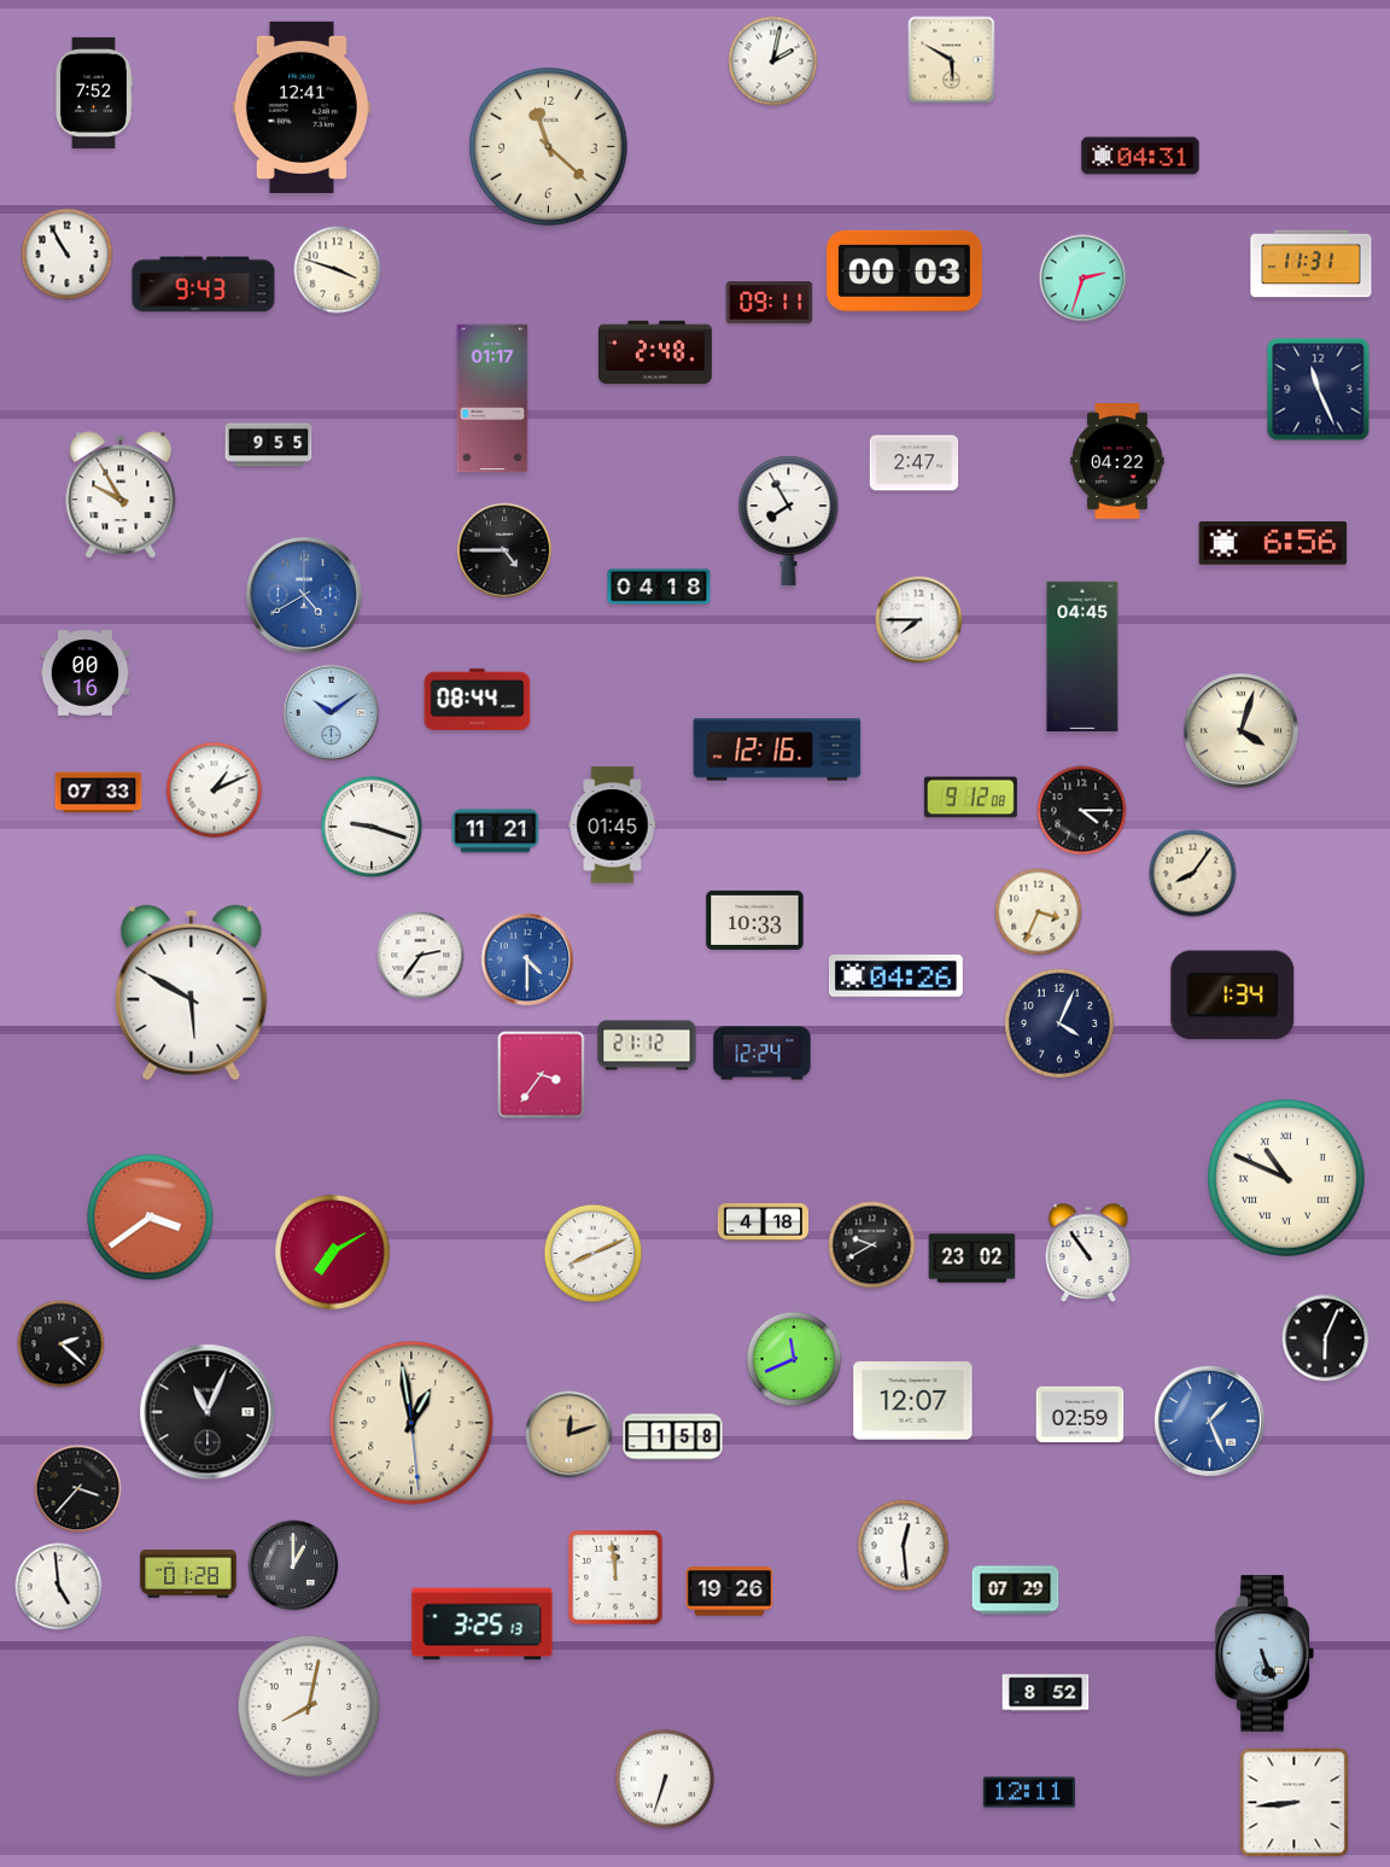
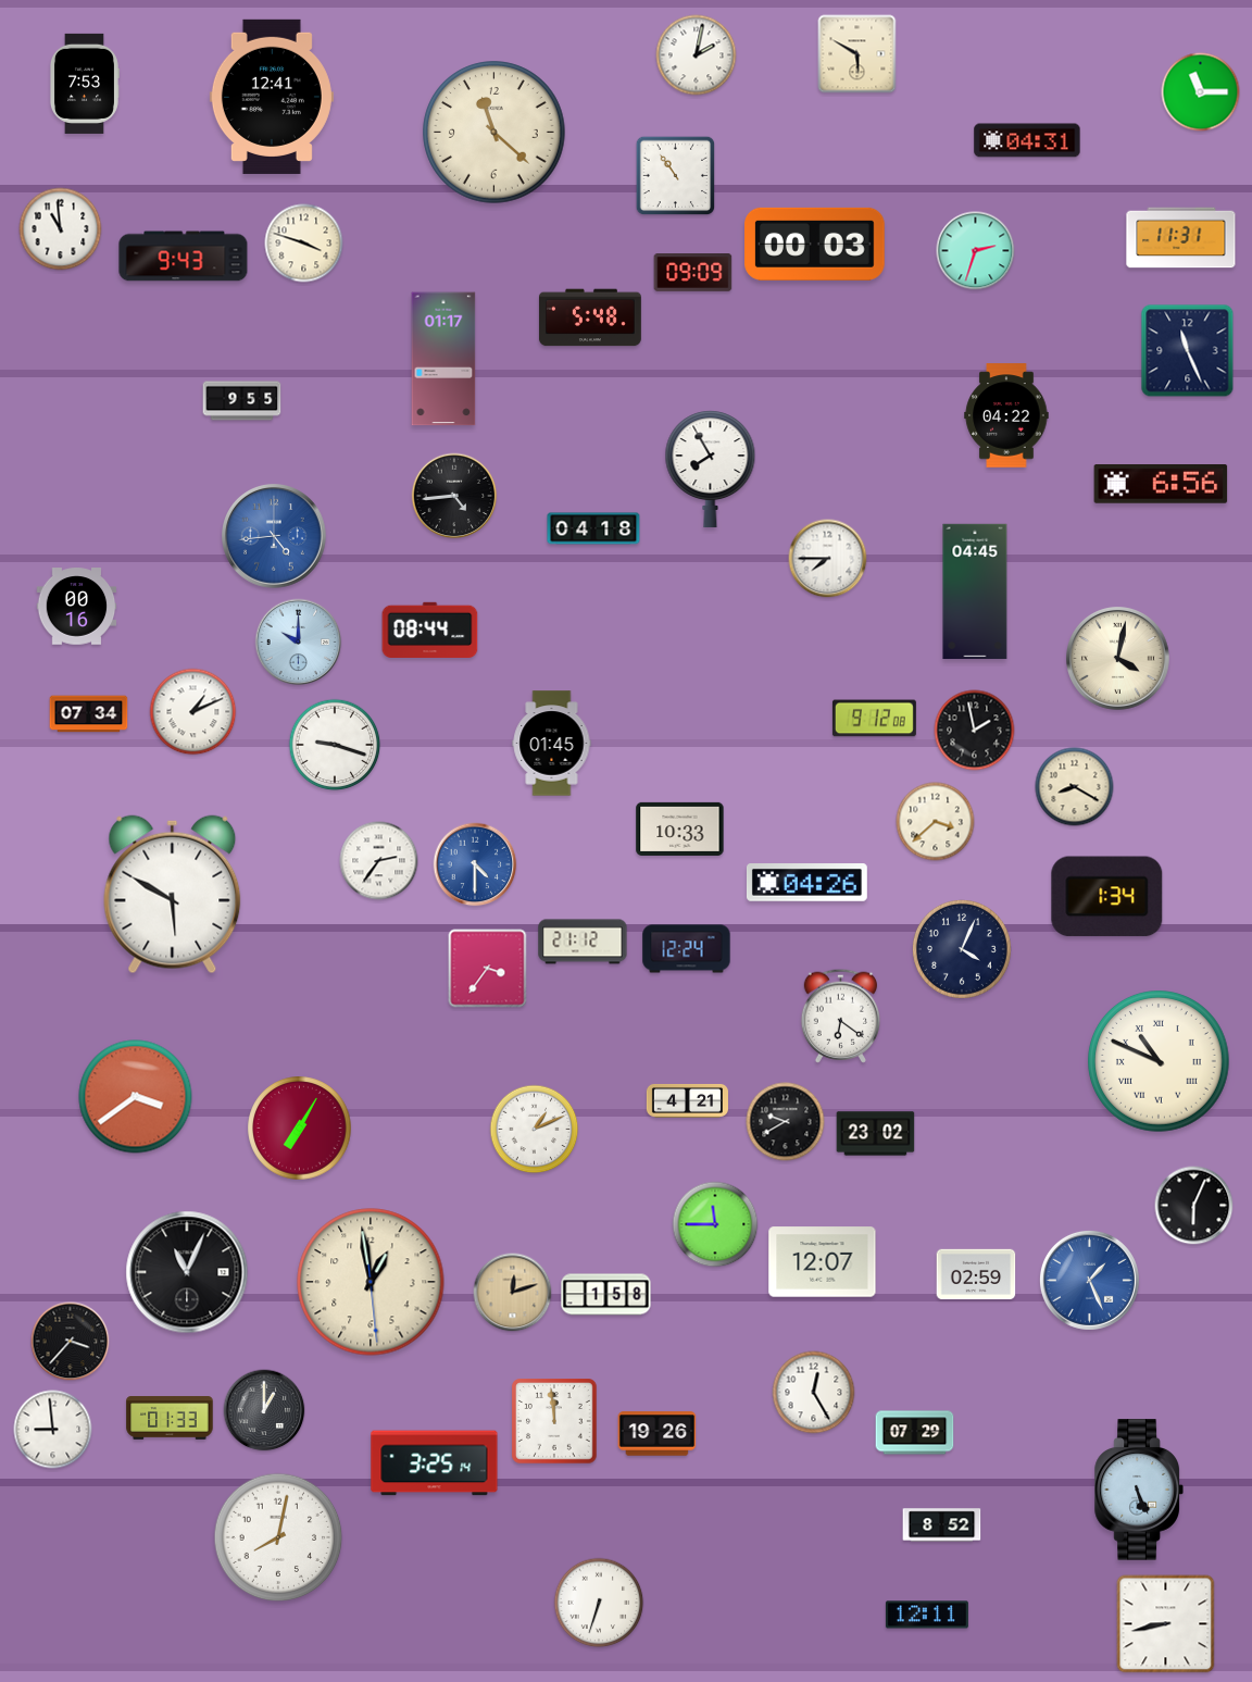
clock at (93, 93): 7:52 -> 7:53
clock at (1201, 92): none -> 11:15
clock at (676, 176): none -> 10:54
clock at (68, 255): 10:55 -> 10:59
clock at (770, 303): 09:11 -> 09:09
clock at (655, 352): 2:48 -> 5:48
clock at (915, 463): 2:47 -> none
clock at (121, 495): 9:55 -> none
clock at (1273, 544) position: (1273, 544) -> (1161, 485)
clock at (504, 550): 4:45 -> 4:44
clock at (305, 596): 4:40 -> 4:44
clock at (332, 713): 10:09 -> 10:00
clock at (1242, 731): 4:03 -> 4:02
clock at (777, 749): 12:16 -> none
clock at (99, 793): 07:33 -> 07:34
clock at (1082, 811): 4:15 -> 1:58
clock at (496, 832): 11:21 -> none
clock at (1193, 874): 8:06 -> 8:20
clock at (1039, 912): 3:34 -> 3:38
clock at (895, 976) position: (895, 976) -> (806, 883)
clock at (1233, 996) position: (1233, 996) -> (1107, 897)
clock at (1059, 1023) position: (1059, 1023) -> (962, 949)
clock at (840, 1016): none -> 6:21
clock at (763, 1221): 4:18 -> 4:21
clock at (333, 1253): 7:10 -> 7:05
clock at (1088, 1253): 10:54 -> none
clock at (594, 1254): 8:11 -> 1:11
clock at (62, 1344): 2:22 -> none
clock at (794, 1359): 11:41 -> 11:45
clock at (1080, 1414) position: (1080, 1414) -> (976, 1274)
clock at (904, 1546): 12:29 -> 12:25
clock at (188, 1574): 01:28 -> 01:33
clock at (59, 1587): 4:59 -> 8:59
clock at (483, 1624): 3:25:13 -> 3:25:14
clock at (1295, 1803): 8:44 -> 8:43
